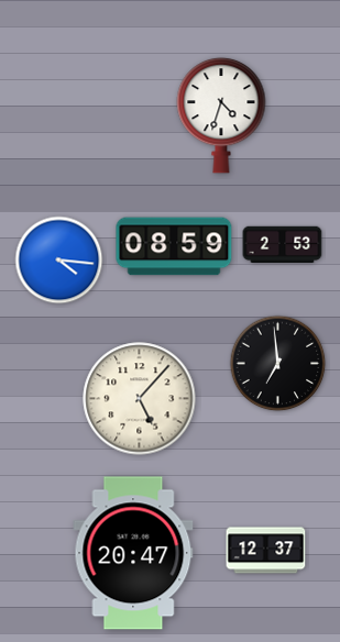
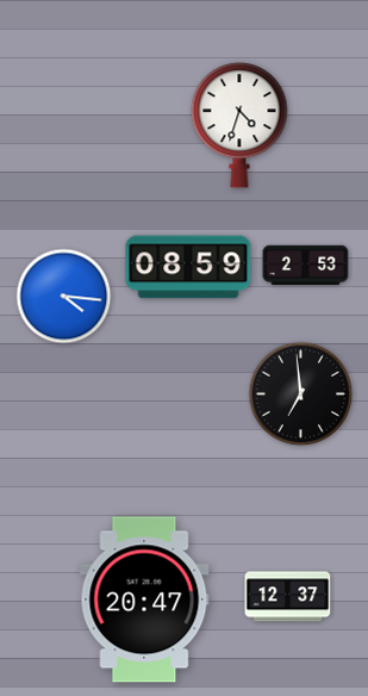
clock at (59, 261) position: (59, 261) -> (64, 297)
clock at (140, 399): 5:07 -> none
